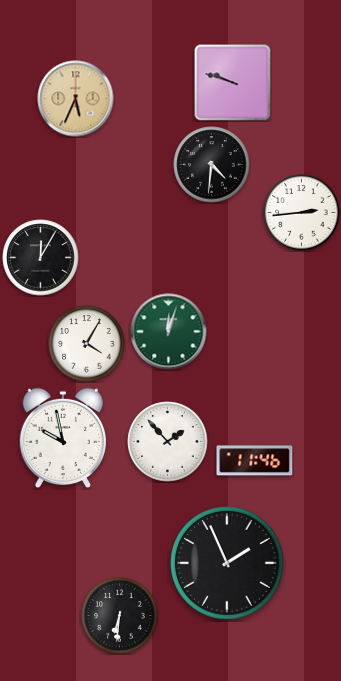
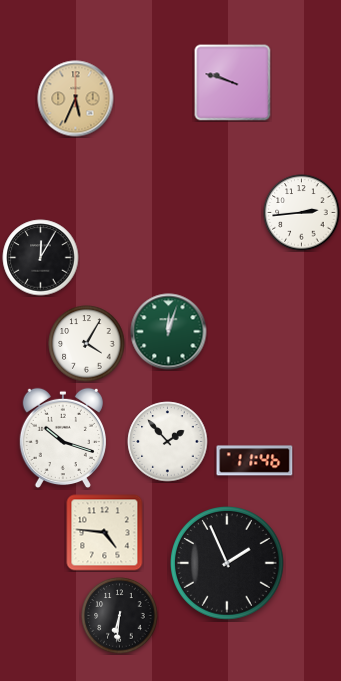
clock at (212, 165): 4:31 -> none
clock at (63, 438): 9:58 -> 10:18
clock at (105, 533): none -> 4:46
